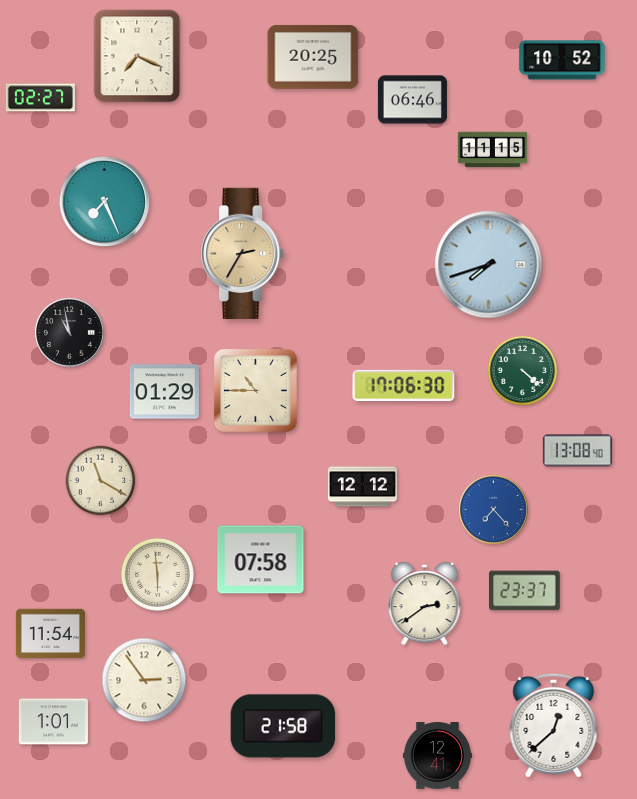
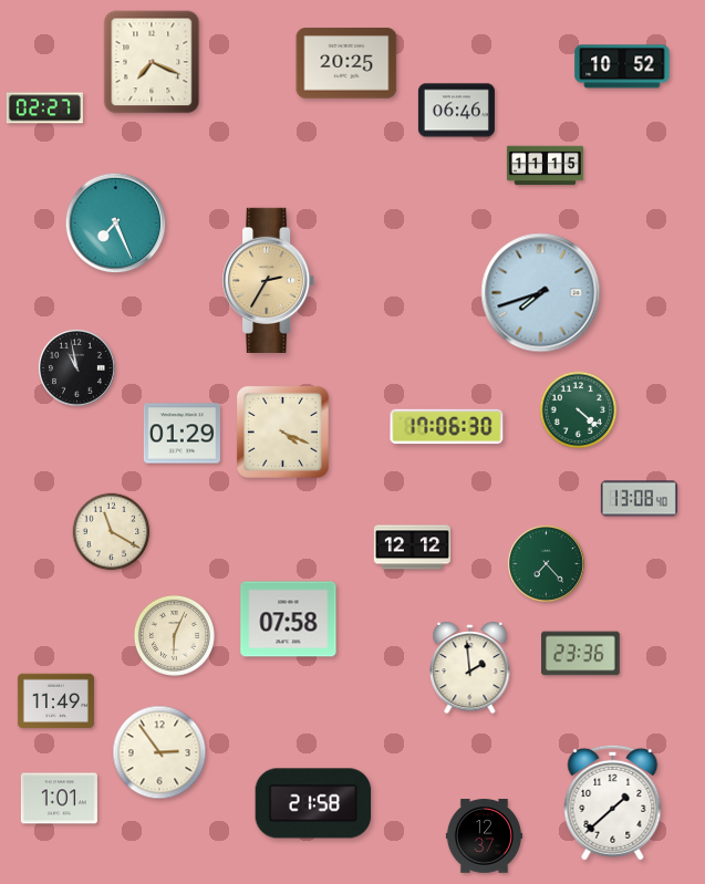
clock at (255, 391): 10:45 -> 4:19
clock at (362, 487) position: (362, 487) -> (412, 548)
clock at (493, 509) dial: blue -> green
clock at (157, 574): 5:59 -> 6:04
clock at (525, 591): 23:37 -> 23:36
clock at (425, 604): 2:39 -> 1:59
clock at (50, 634): 11:54 -> 11:49
clock at (554, 725): 12:38 -> 1:38
clock at (437, 756): 12:41 -> 12:37
